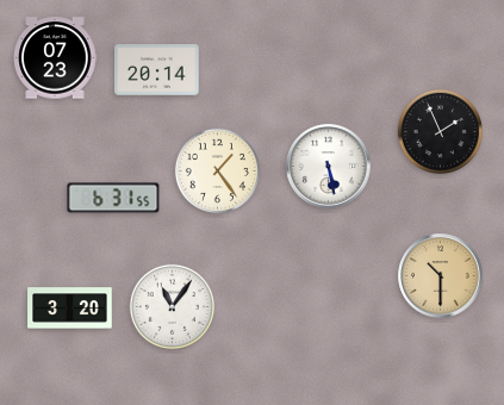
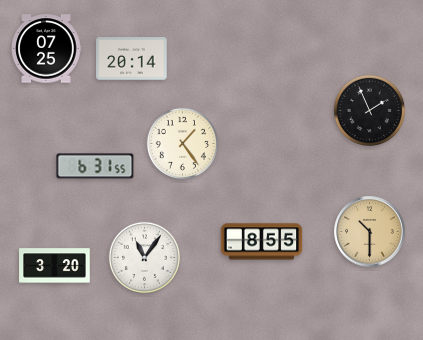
clock at (55, 58): 07:23 -> 07:25
clock at (329, 167): 5:28 -> none
clock at (262, 242): none -> 8:55
clock at (70, 309) position: (70, 309) -> (55, 266)
